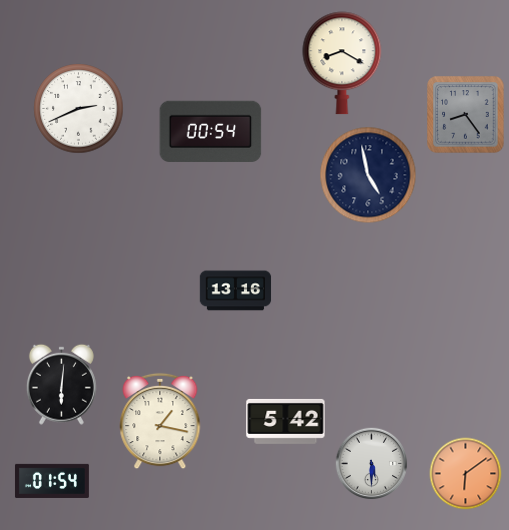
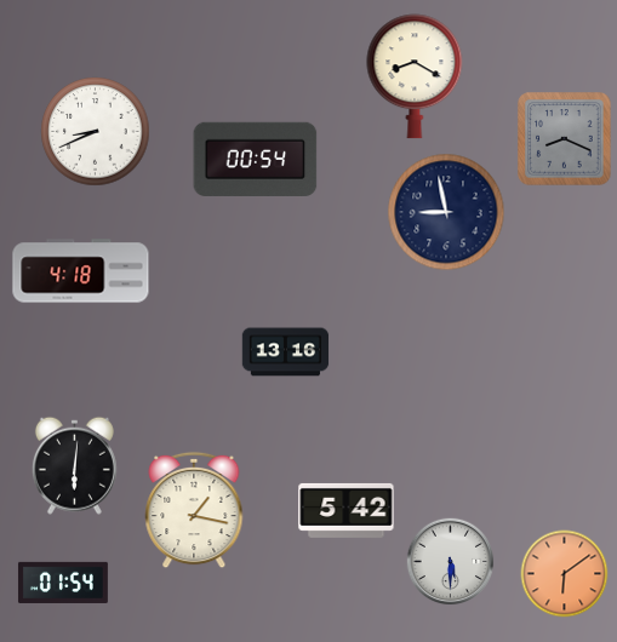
clock at (79, 109): 2:41 -> 8:41
clock at (466, 115): 8:24 -> 8:19
clock at (368, 175): 4:58 -> 8:58
clock at (81, 271): none -> 4:18
